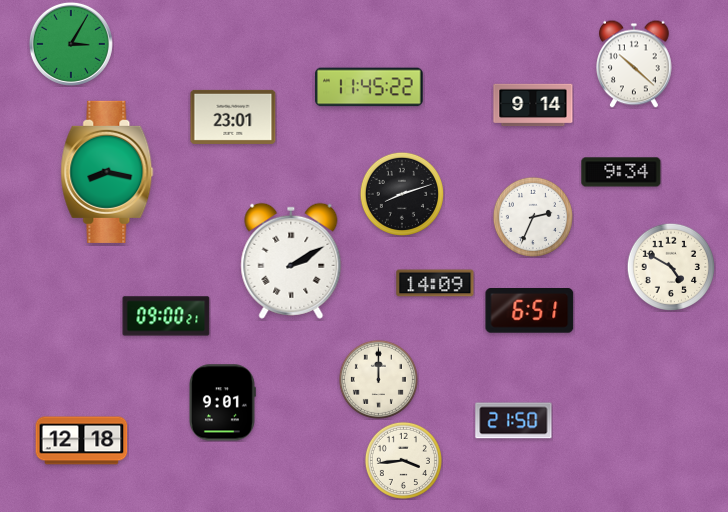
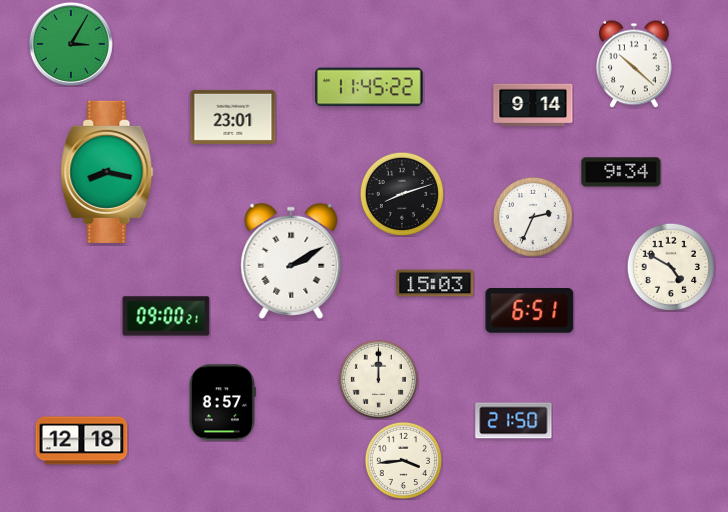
clock at (435, 283): 14:09 -> 15:03
clock at (223, 403): 9:01 -> 8:57
